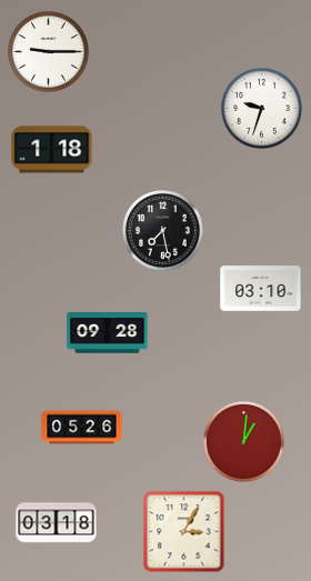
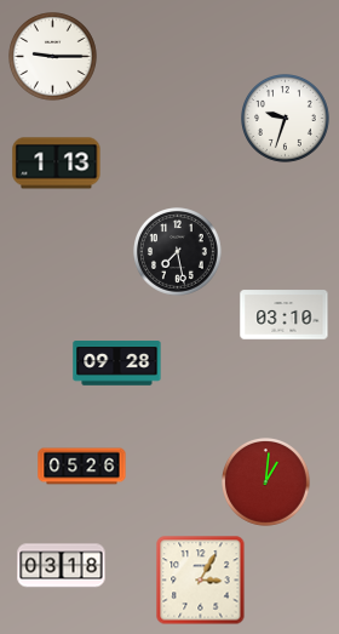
clock at (52, 150): 1:18 -> 1:13
clock at (82, 428) position: (82, 428) -> (82, 467)
clock at (57, 523) position: (57, 523) -> (62, 566)
